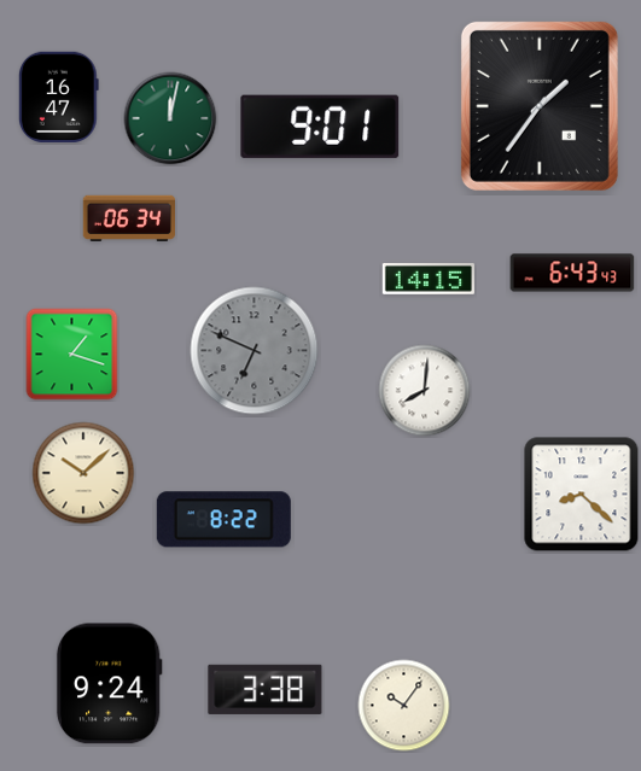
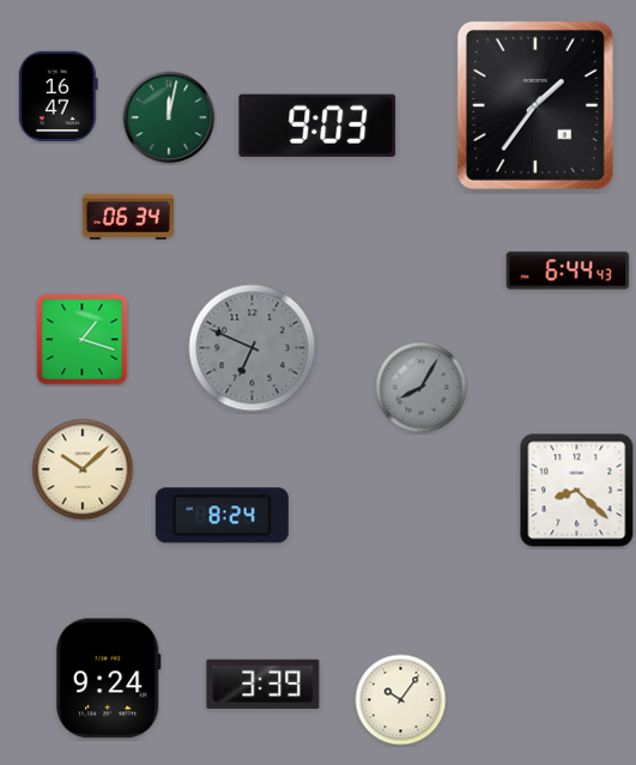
clock at (320, 127): 9:01 -> 9:03
clock at (572, 273): 6:43 -> 6:44
clock at (429, 280): 14:15 -> none
clock at (72, 355) position: (72, 355) -> (83, 340)
clock at (425, 391): 8:01 -> 8:05
clock at (425, 391) dial: white -> grey
clock at (223, 520): 8:22 -> 8:24
clock at (266, 689): 3:38 -> 3:39
